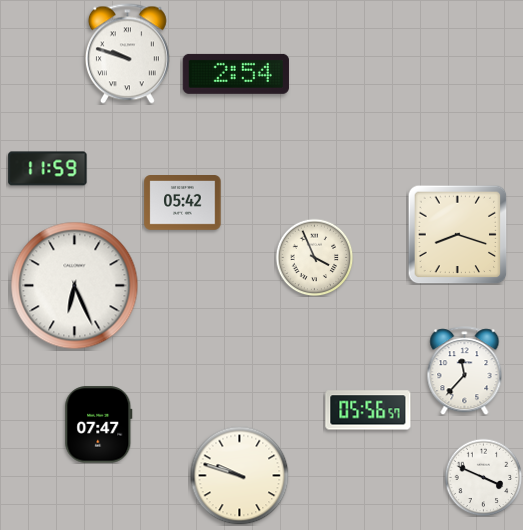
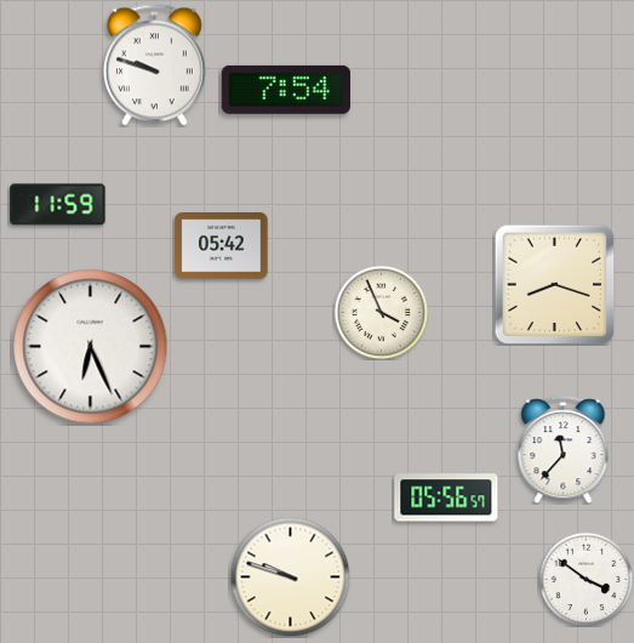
clock at (236, 74): 2:54 -> 7:54
clock at (99, 425): 07:47 -> none
clock at (483, 477): 3:49 -> 3:51
